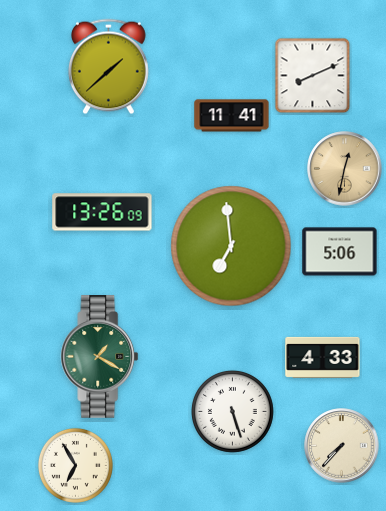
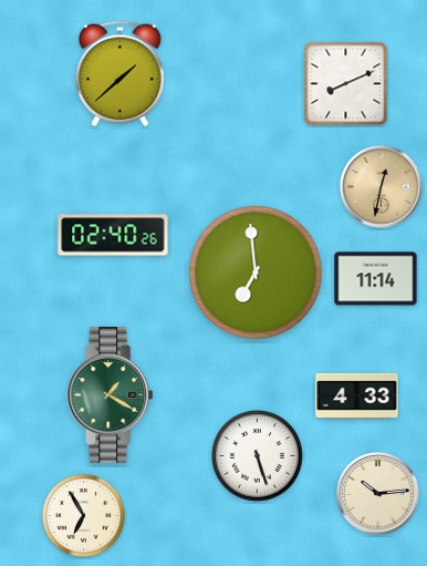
clock at (232, 116): 11:41 -> none
clock at (102, 212): 13:26 -> 02:40
clock at (340, 252): 5:06 -> 11:14
clock at (342, 446): 7:37 -> 10:14
